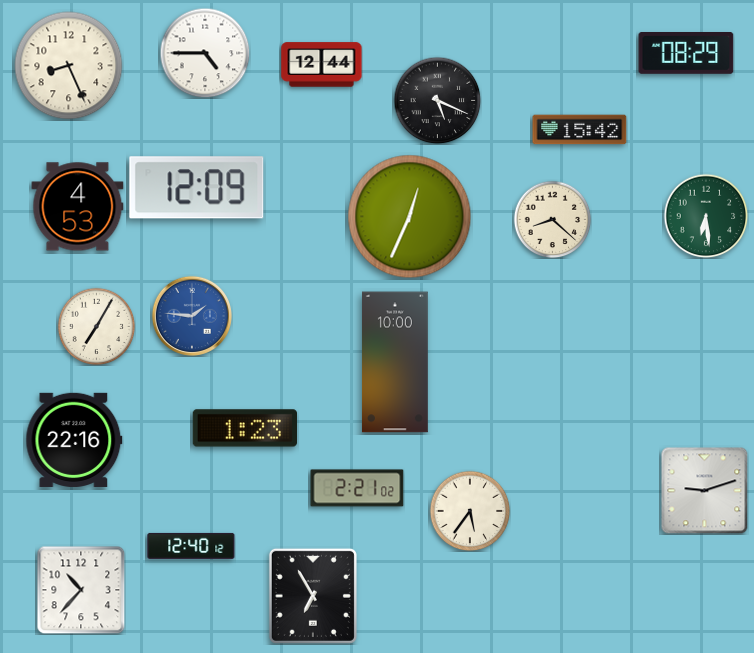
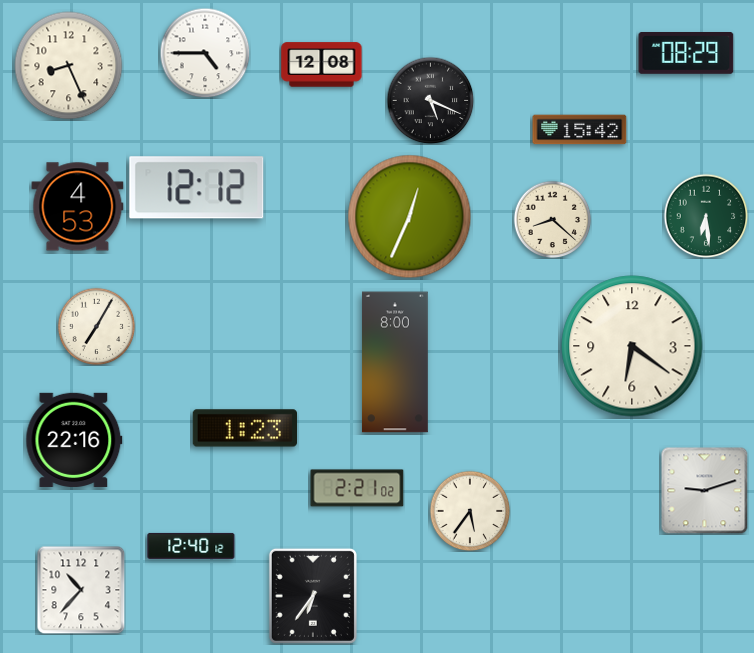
clock at (322, 65): 12:44 -> 12:08
clock at (437, 100) position: (437, 100) -> (430, 100)
clock at (197, 188): 12:09 -> 12:12
clock at (192, 316): 1:46 -> none
clock at (632, 346): none -> 6:21
clock at (395, 362): 10:00 -> 8:00
clock at (313, 596): 6:55 -> 6:36
